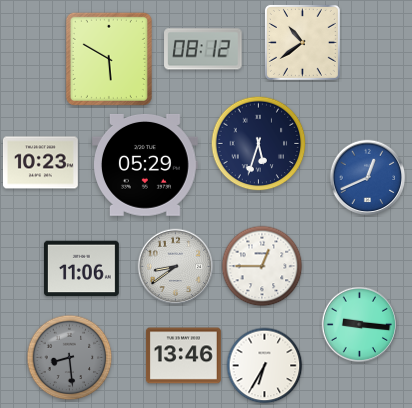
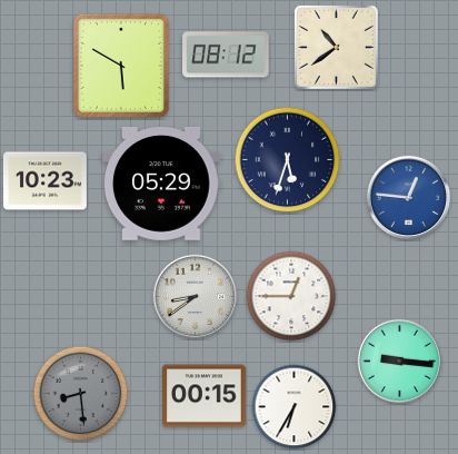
clock at (368, 178): 12:41 -> 12:46
clock at (81, 269): 11:06 -> none
clock at (183, 356): 13:46 -> 00:15
clock at (70, 358) position: (70, 358) -> (81, 394)
